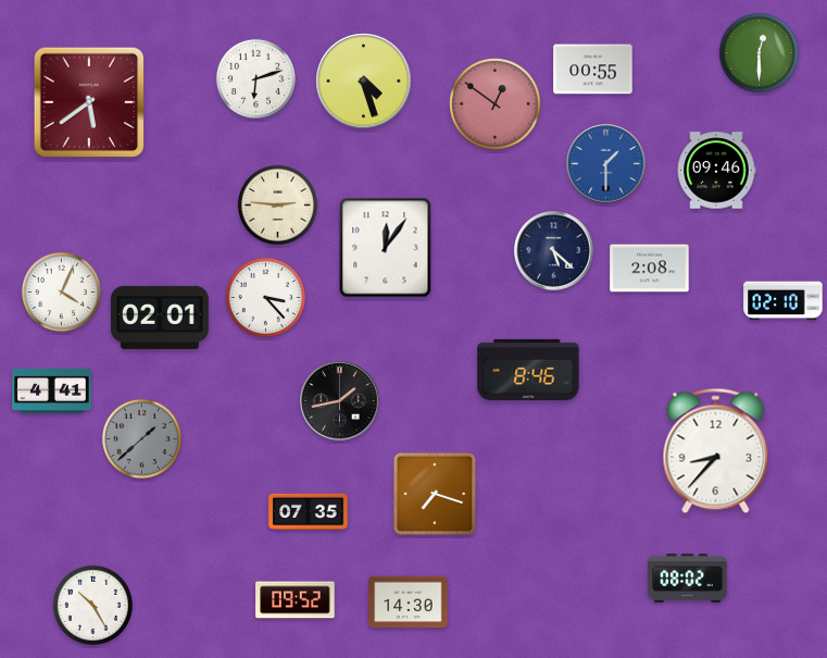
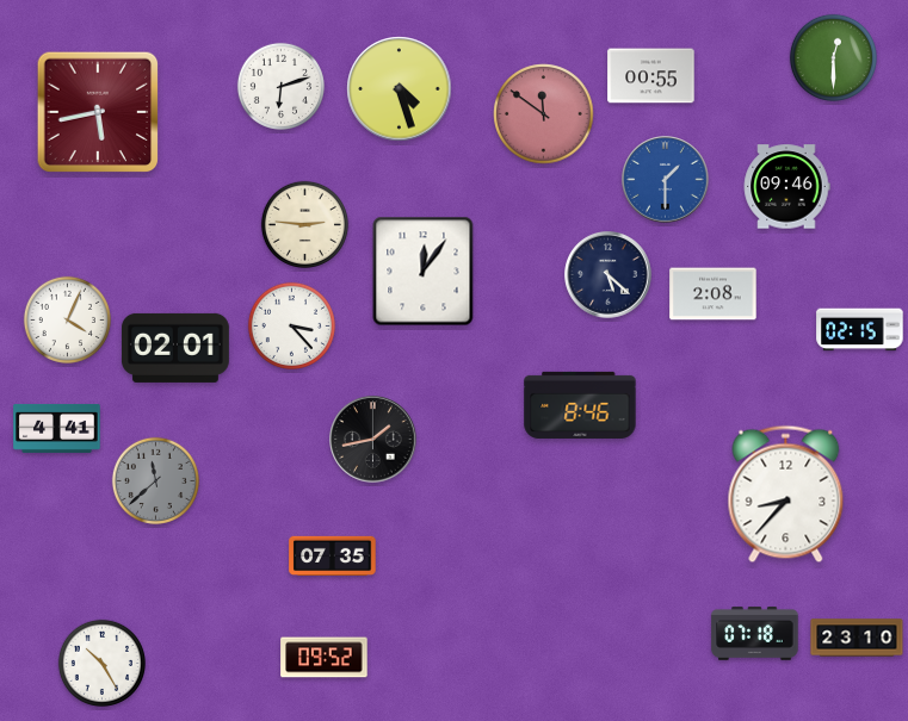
clock at (89, 102): 5:39 -> 5:43
clock at (496, 104): 12:51 -> 11:51
clock at (784, 301): 02:10 -> 02:15
clock at (141, 438): 1:38 -> 11:38
clock at (435, 494): 7:18 -> none
clock at (309, 512) position: (309, 512) -> (333, 557)
clock at (688, 579): 08:02 -> 07:18
clock at (857, 638): none -> 23:10
clock at (409, 603): 14:30 -> none
